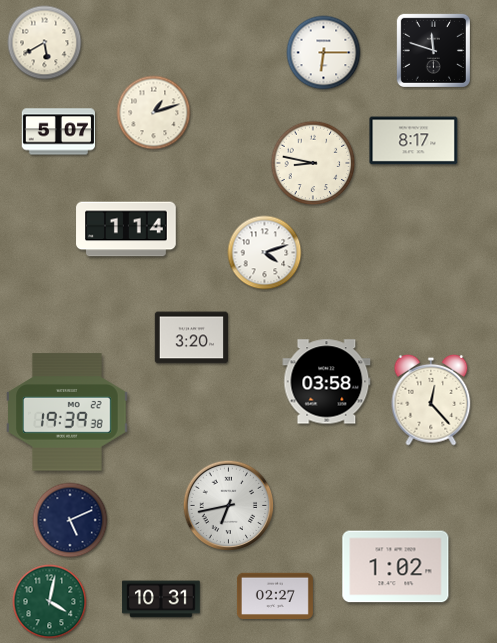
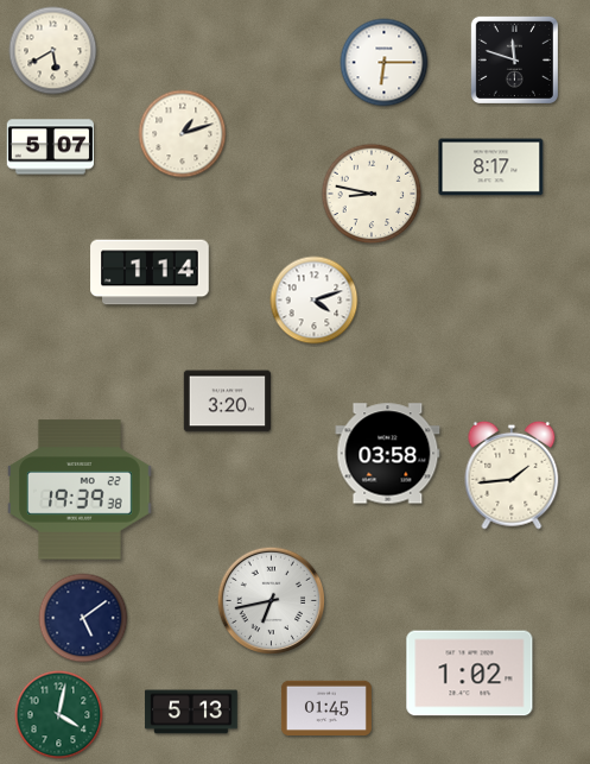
clock at (58, 132) position: (58, 132) -> (50, 147)
clock at (431, 400): 12:23 -> 1:44
clock at (70, 520): 5:11 -> 5:09
clock at (275, 596): 02:27 -> 01:45
clock at (161, 599): 10:31 -> 5:13
